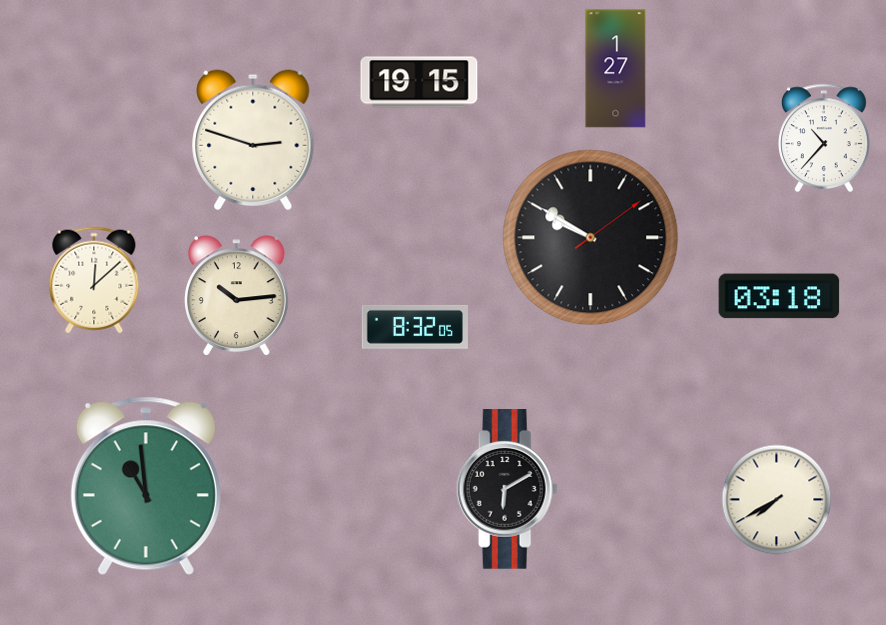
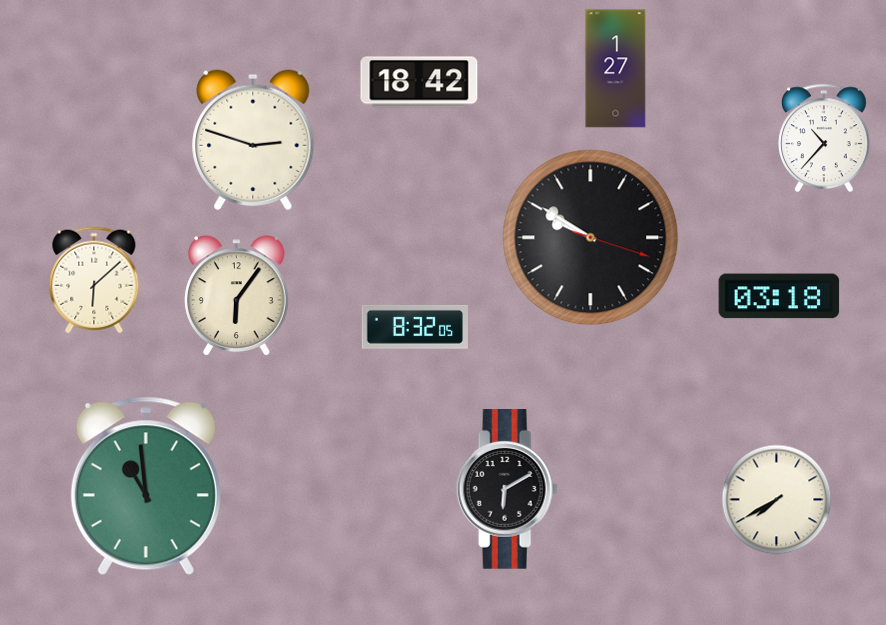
clock at (419, 82): 19:15 -> 18:42
clock at (591, 238): 9:50:09 -> 9:50:18
clock at (94, 280): 12:08 -> 6:08
clock at (237, 296): 10:14 -> 6:06
